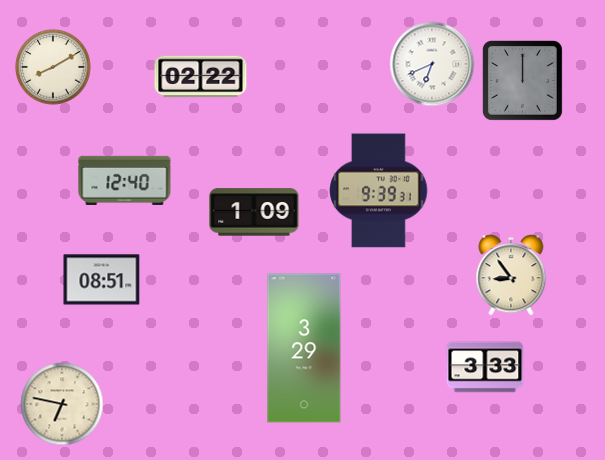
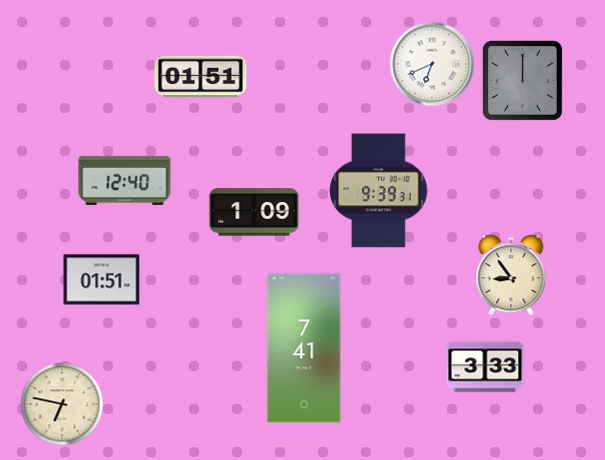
clock at (53, 67): 8:10 -> none
clock at (201, 77): 02:22 -> 01:51
clock at (102, 280): 08:51 -> 01:51
clock at (304, 348): 3:29 -> 7:41
